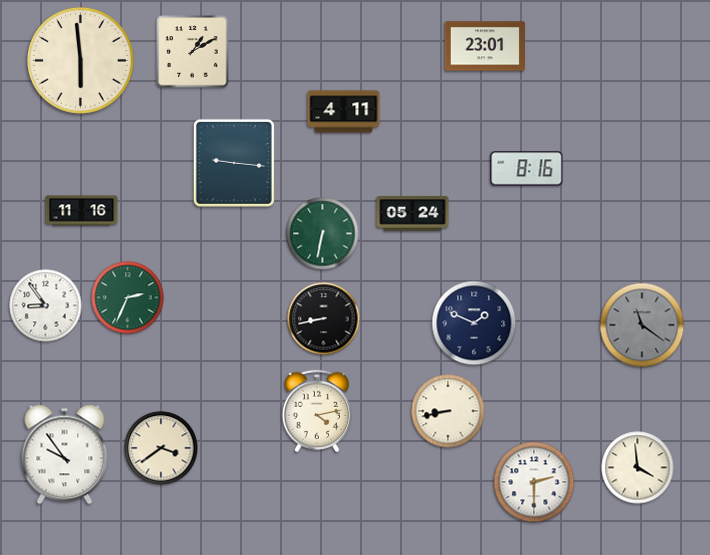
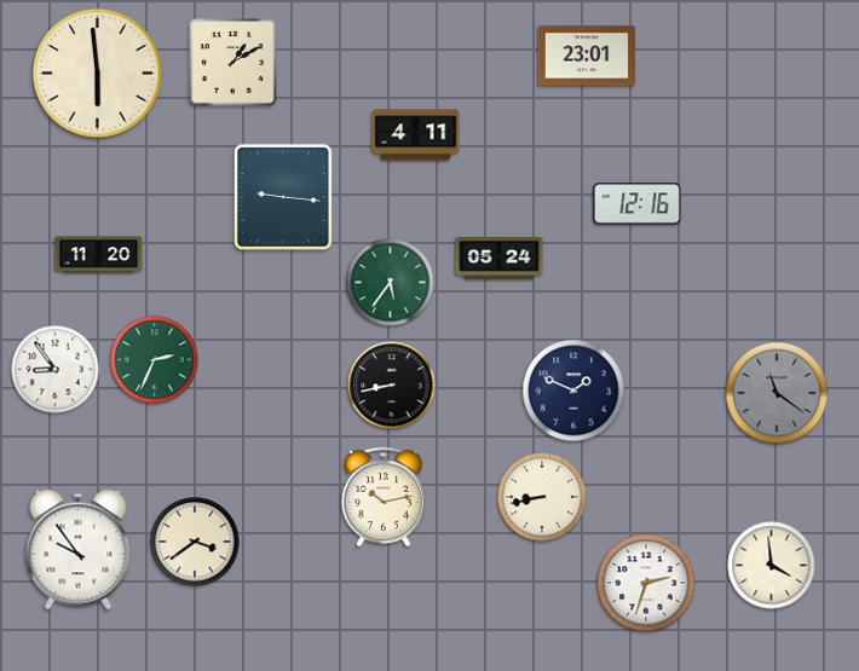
clock at (527, 169): 8:16 -> 12:16
clock at (82, 211): 11:16 -> 11:20
clock at (323, 234): 6:32 -> 5:36
clock at (316, 410): 4:13 -> 10:13
clock at (534, 482): 2:30 -> 2:33
